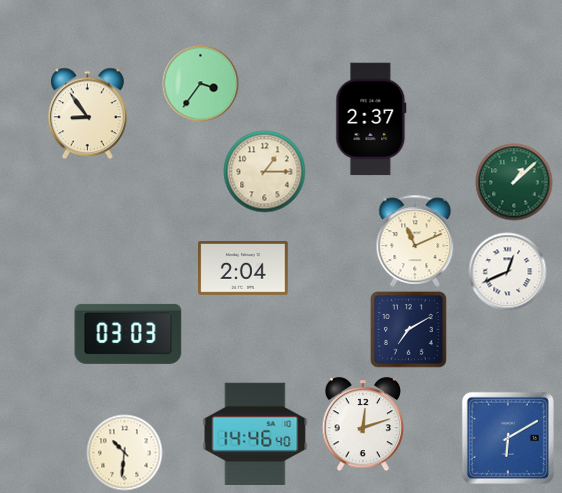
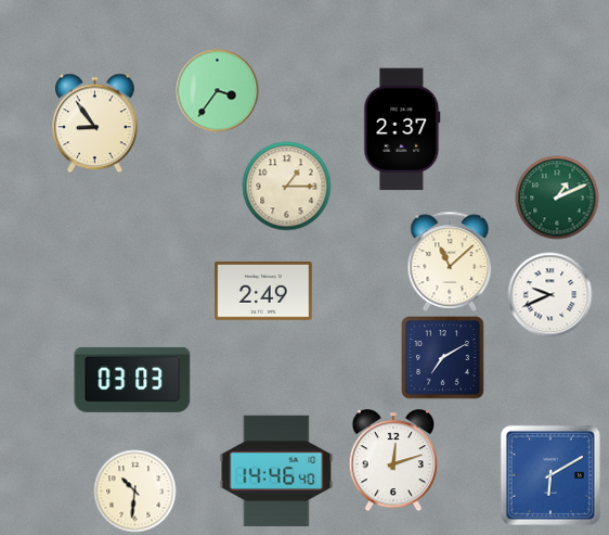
clock at (514, 182): 1:08 -> 1:11
clock at (415, 241): 11:11 -> 11:08
clock at (243, 269): 2:04 -> 2:49
clock at (508, 272): 12:41 -> 9:41
clock at (128, 334) position: (128, 334) -> (132, 380)
